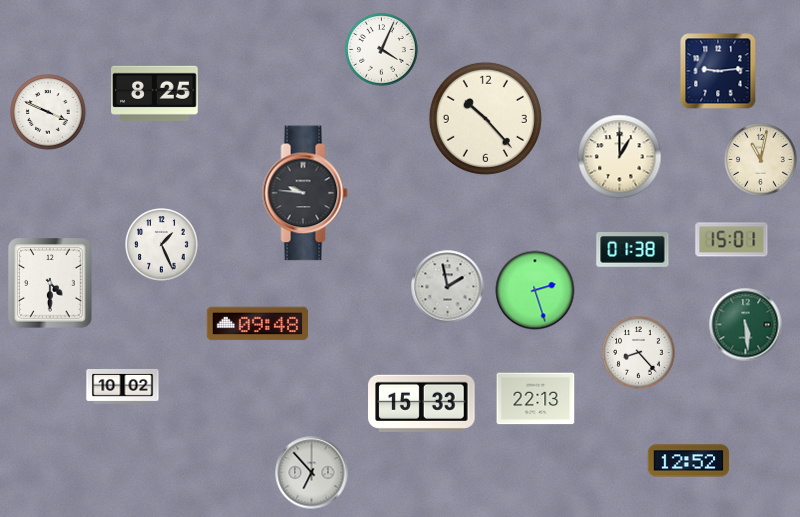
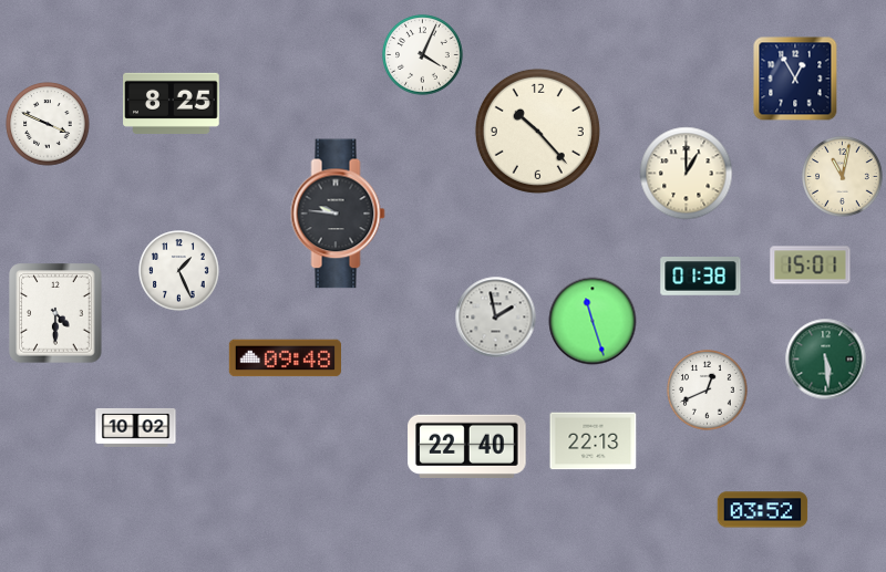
clock at (718, 71): 9:14 -> 12:55
clock at (48, 112) position: (48, 112) -> (48, 124)
clock at (535, 290): 2:27 -> 11:27
clock at (639, 353): 8:23 -> 12:41
clock at (422, 403): 15:33 -> 22:40
clock at (689, 461): 12:52 -> 03:52
clock at (312, 473): 6:53 -> none
